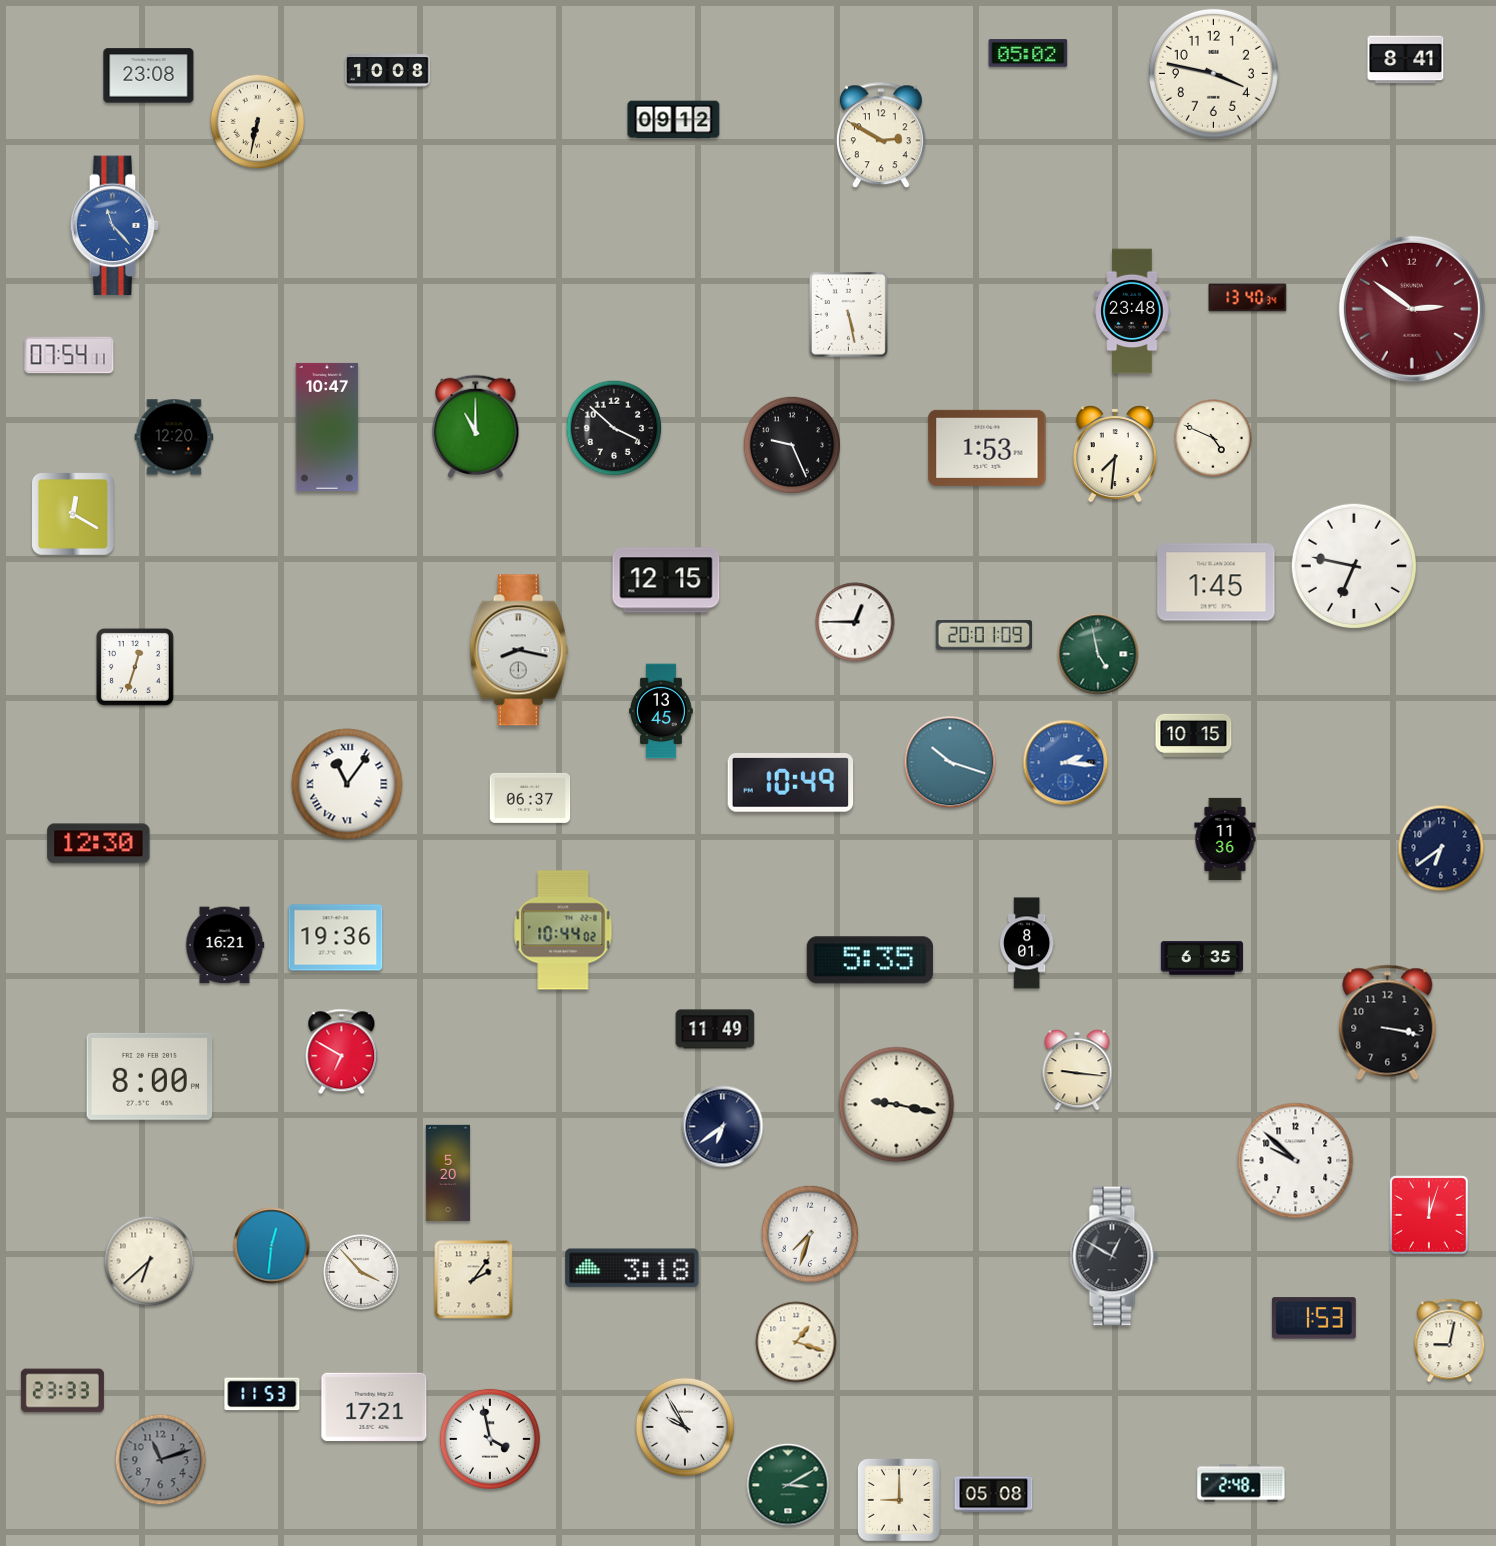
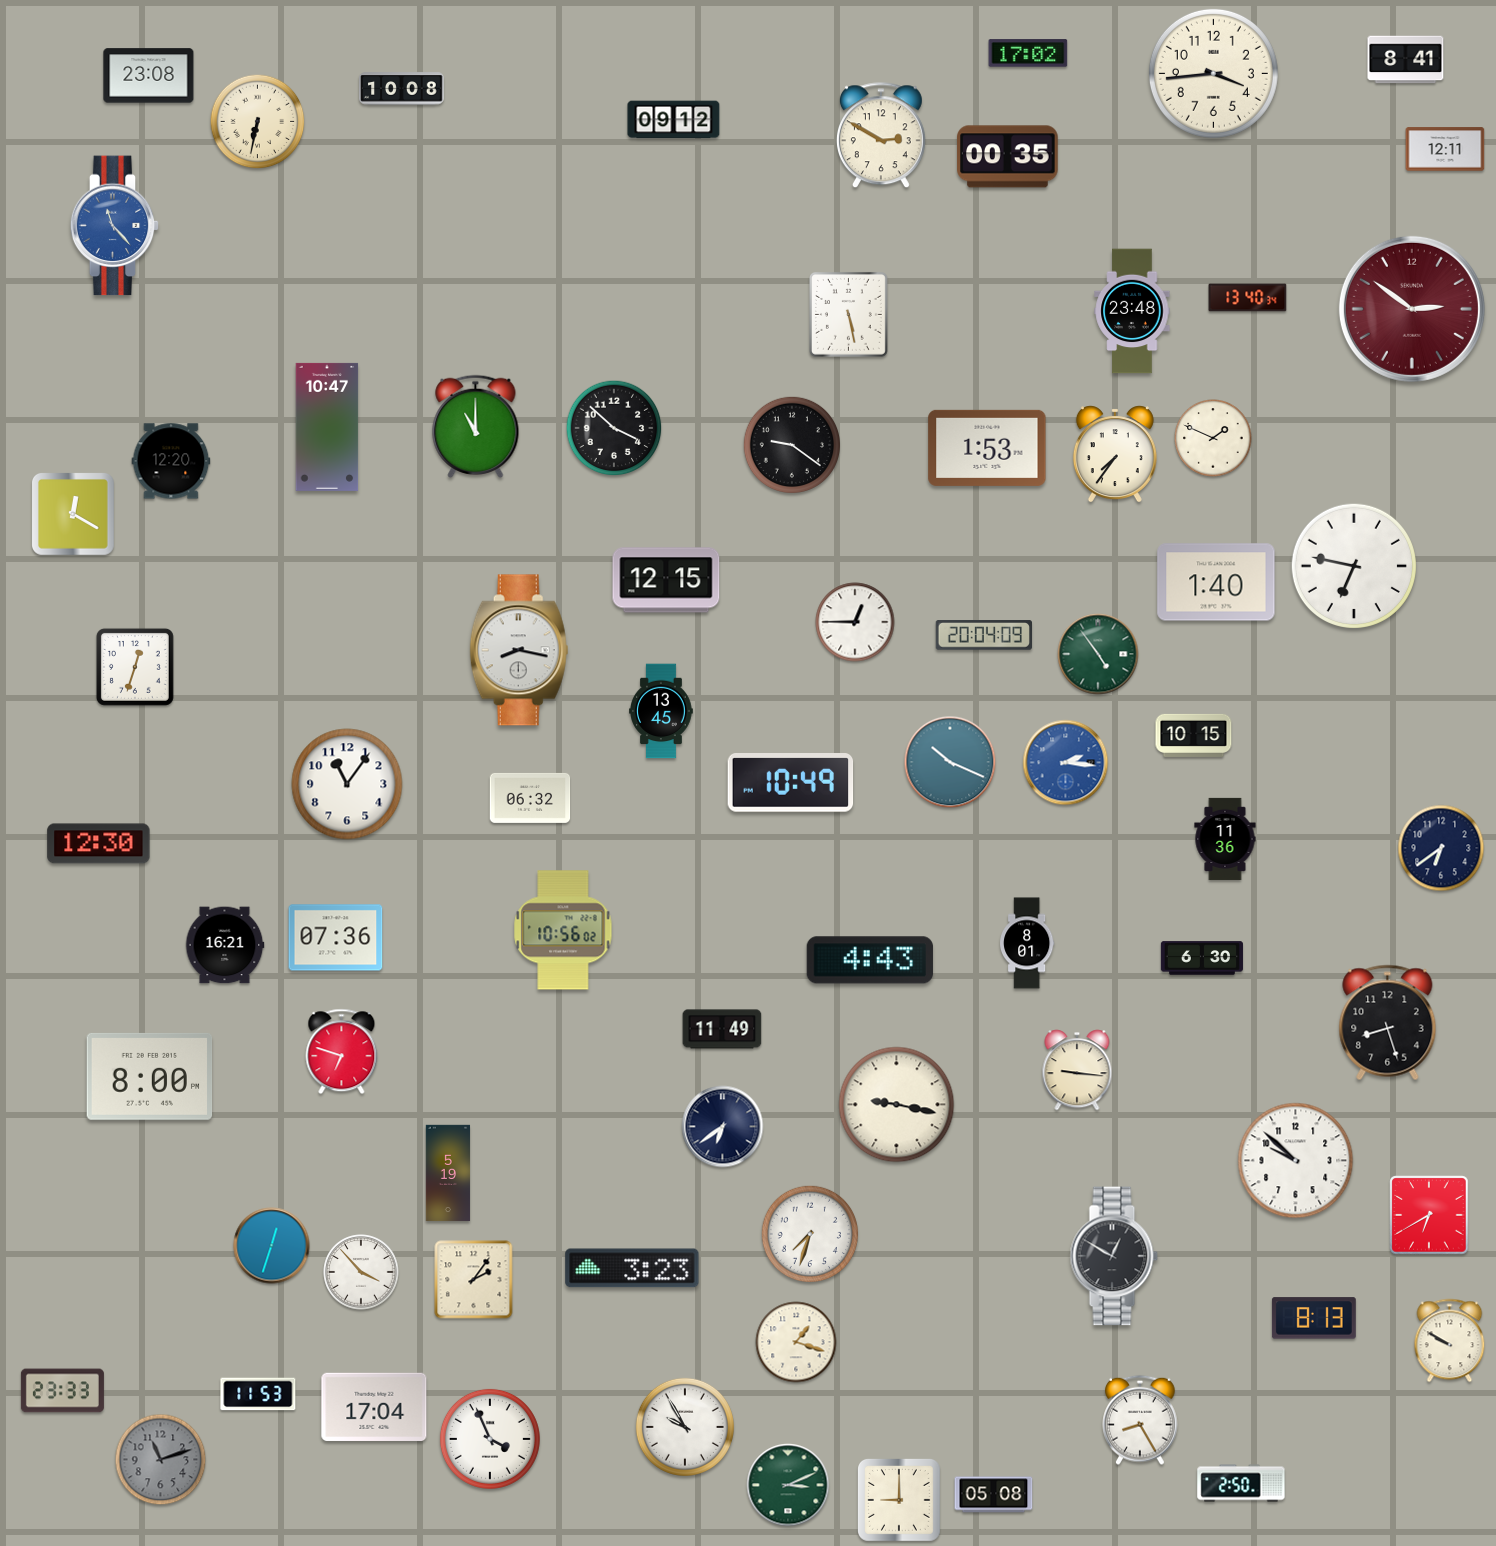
clock at (1028, 53): 05:02 -> 17:02
clock at (388, 71) position: (388, 71) -> (402, 89)
clock at (1213, 73): 3:47 -> 3:44
clock at (1445, 149): none -> 12:11
clock at (1008, 157): none -> 00:35
clock at (69, 355): 07:54 -> none
clock at (174, 437) position: (174, 437) -> (171, 461)
clock at (1213, 438): 4:49 -> 1:49
clock at (791, 444): 9:26 -> 9:21
clock at (1115, 454): 7:31 -> 7:36
clock at (1216, 582): 1:45 -> 1:40
clock at (983, 635): 20:01 -> 20:04
clock at (1098, 654): 4:58 -> 4:54
clock at (950, 762): 10:18 -> 10:19
clock at (347, 784) numerals: Roman -> Arabic
clock at (530, 798): 06:37 -> 06:32
clock at (563, 930): 10:44 -> 10:56
clock at (336, 938): 19:36 -> 07:36
clock at (1202, 958): 6:35 -> 6:30
clock at (870, 960): 5:35 -> 4:43
clock at (1388, 1023): 3:17 -> 8:27
clock at (715, 1029) position: (715, 1029) -> (722, 1029)
clock at (342, 1052): 6:50 -> 6:48
clock at (448, 1173): 5:20 -> 5:19
clock at (1429, 1215): 12:03 -> 6:40
clock at (272, 1246): 12:31 -> 12:33
clock at (149, 1261): 6:38 -> none
clock at (632, 1268): 3:18 -> 3:23
clock at (1314, 1318): 1:53 -> 8:13
clock at (1450, 1341): 9:02 -> 9:50
clock at (262, 1394) position: (262, 1394) -> (258, 1394)
clock at (374, 1407): 17:21 -> 17:04
clock at (1140, 1420): none -> 8:25
clock at (490, 1439): 3:58 -> 3:56
clock at (1241, 1483): 2:48 -> 2:50
clock at (788, 1485): 3:10 -> 3:11
